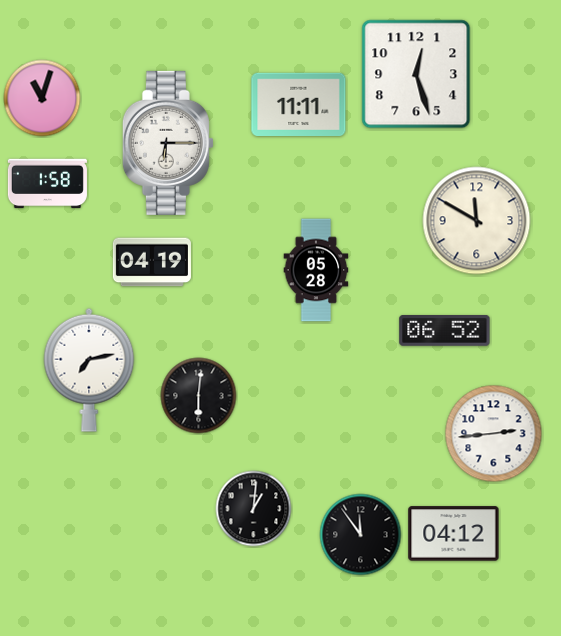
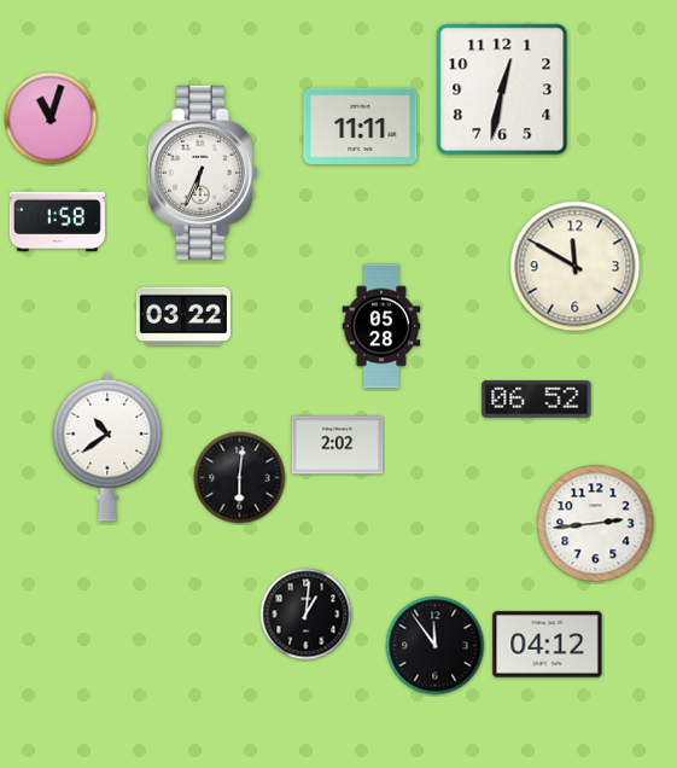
clock at (416, 74): 12:27 -> 12:32
clock at (168, 143): 6:15 -> 6:34
clock at (152, 262): 04:19 -> 03:22
clock at (338, 446): none -> 2:02
clock at (89, 370): 7:13 -> 10:39
